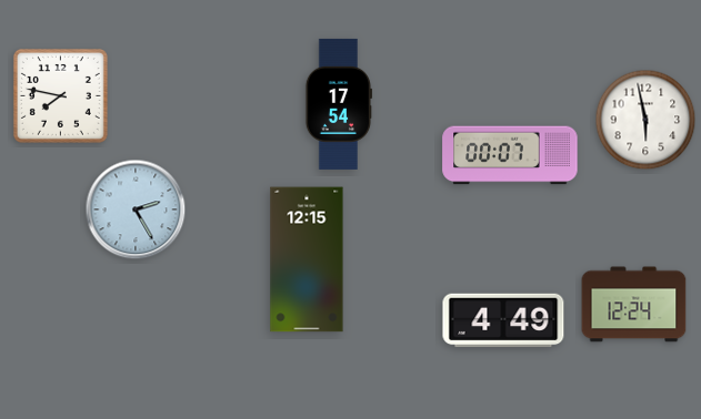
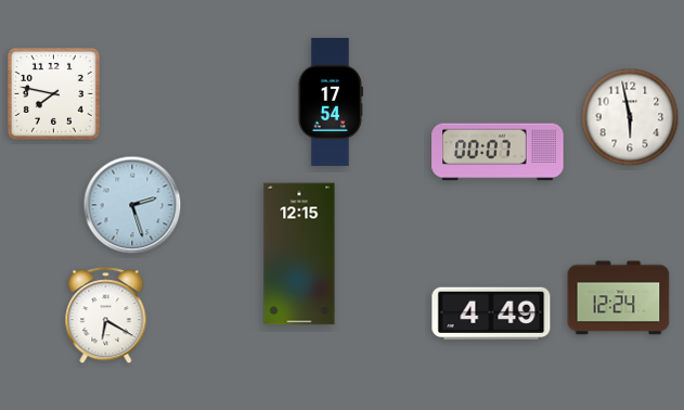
clock at (60, 95) position: (60, 95) -> (53, 93)
clock at (136, 209): 2:25 -> 2:27
clock at (106, 316): none -> 6:20
